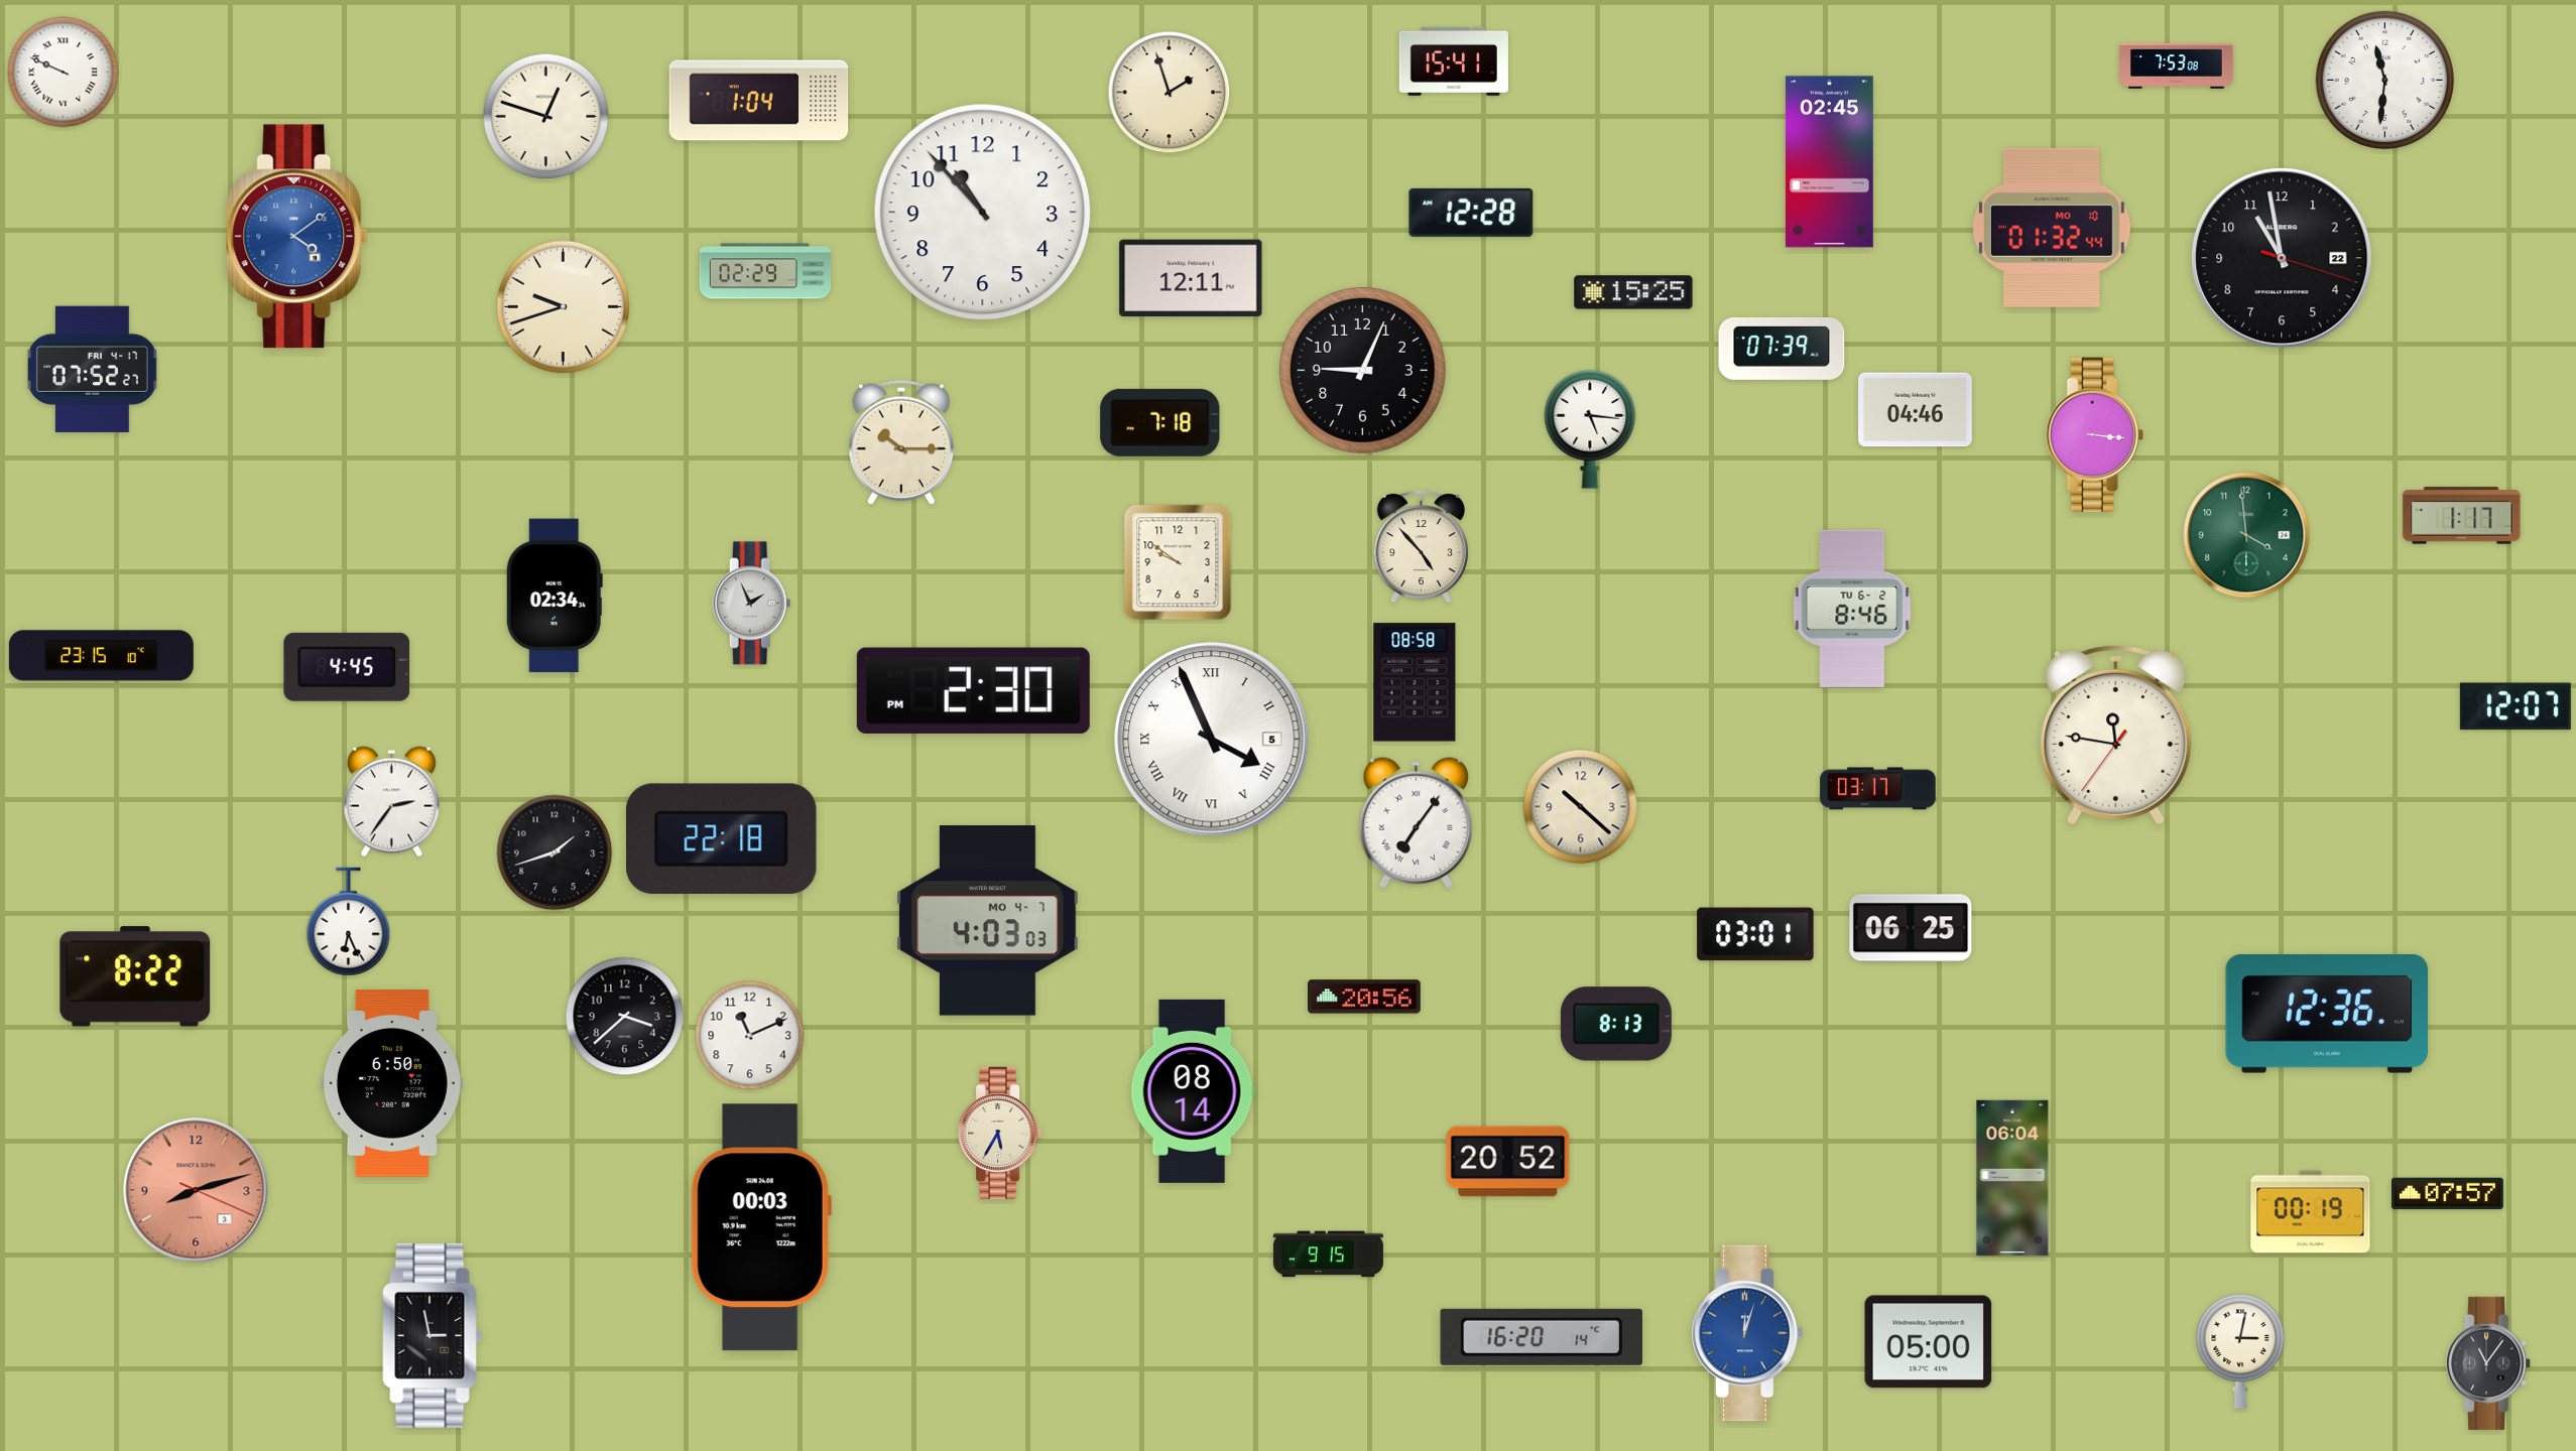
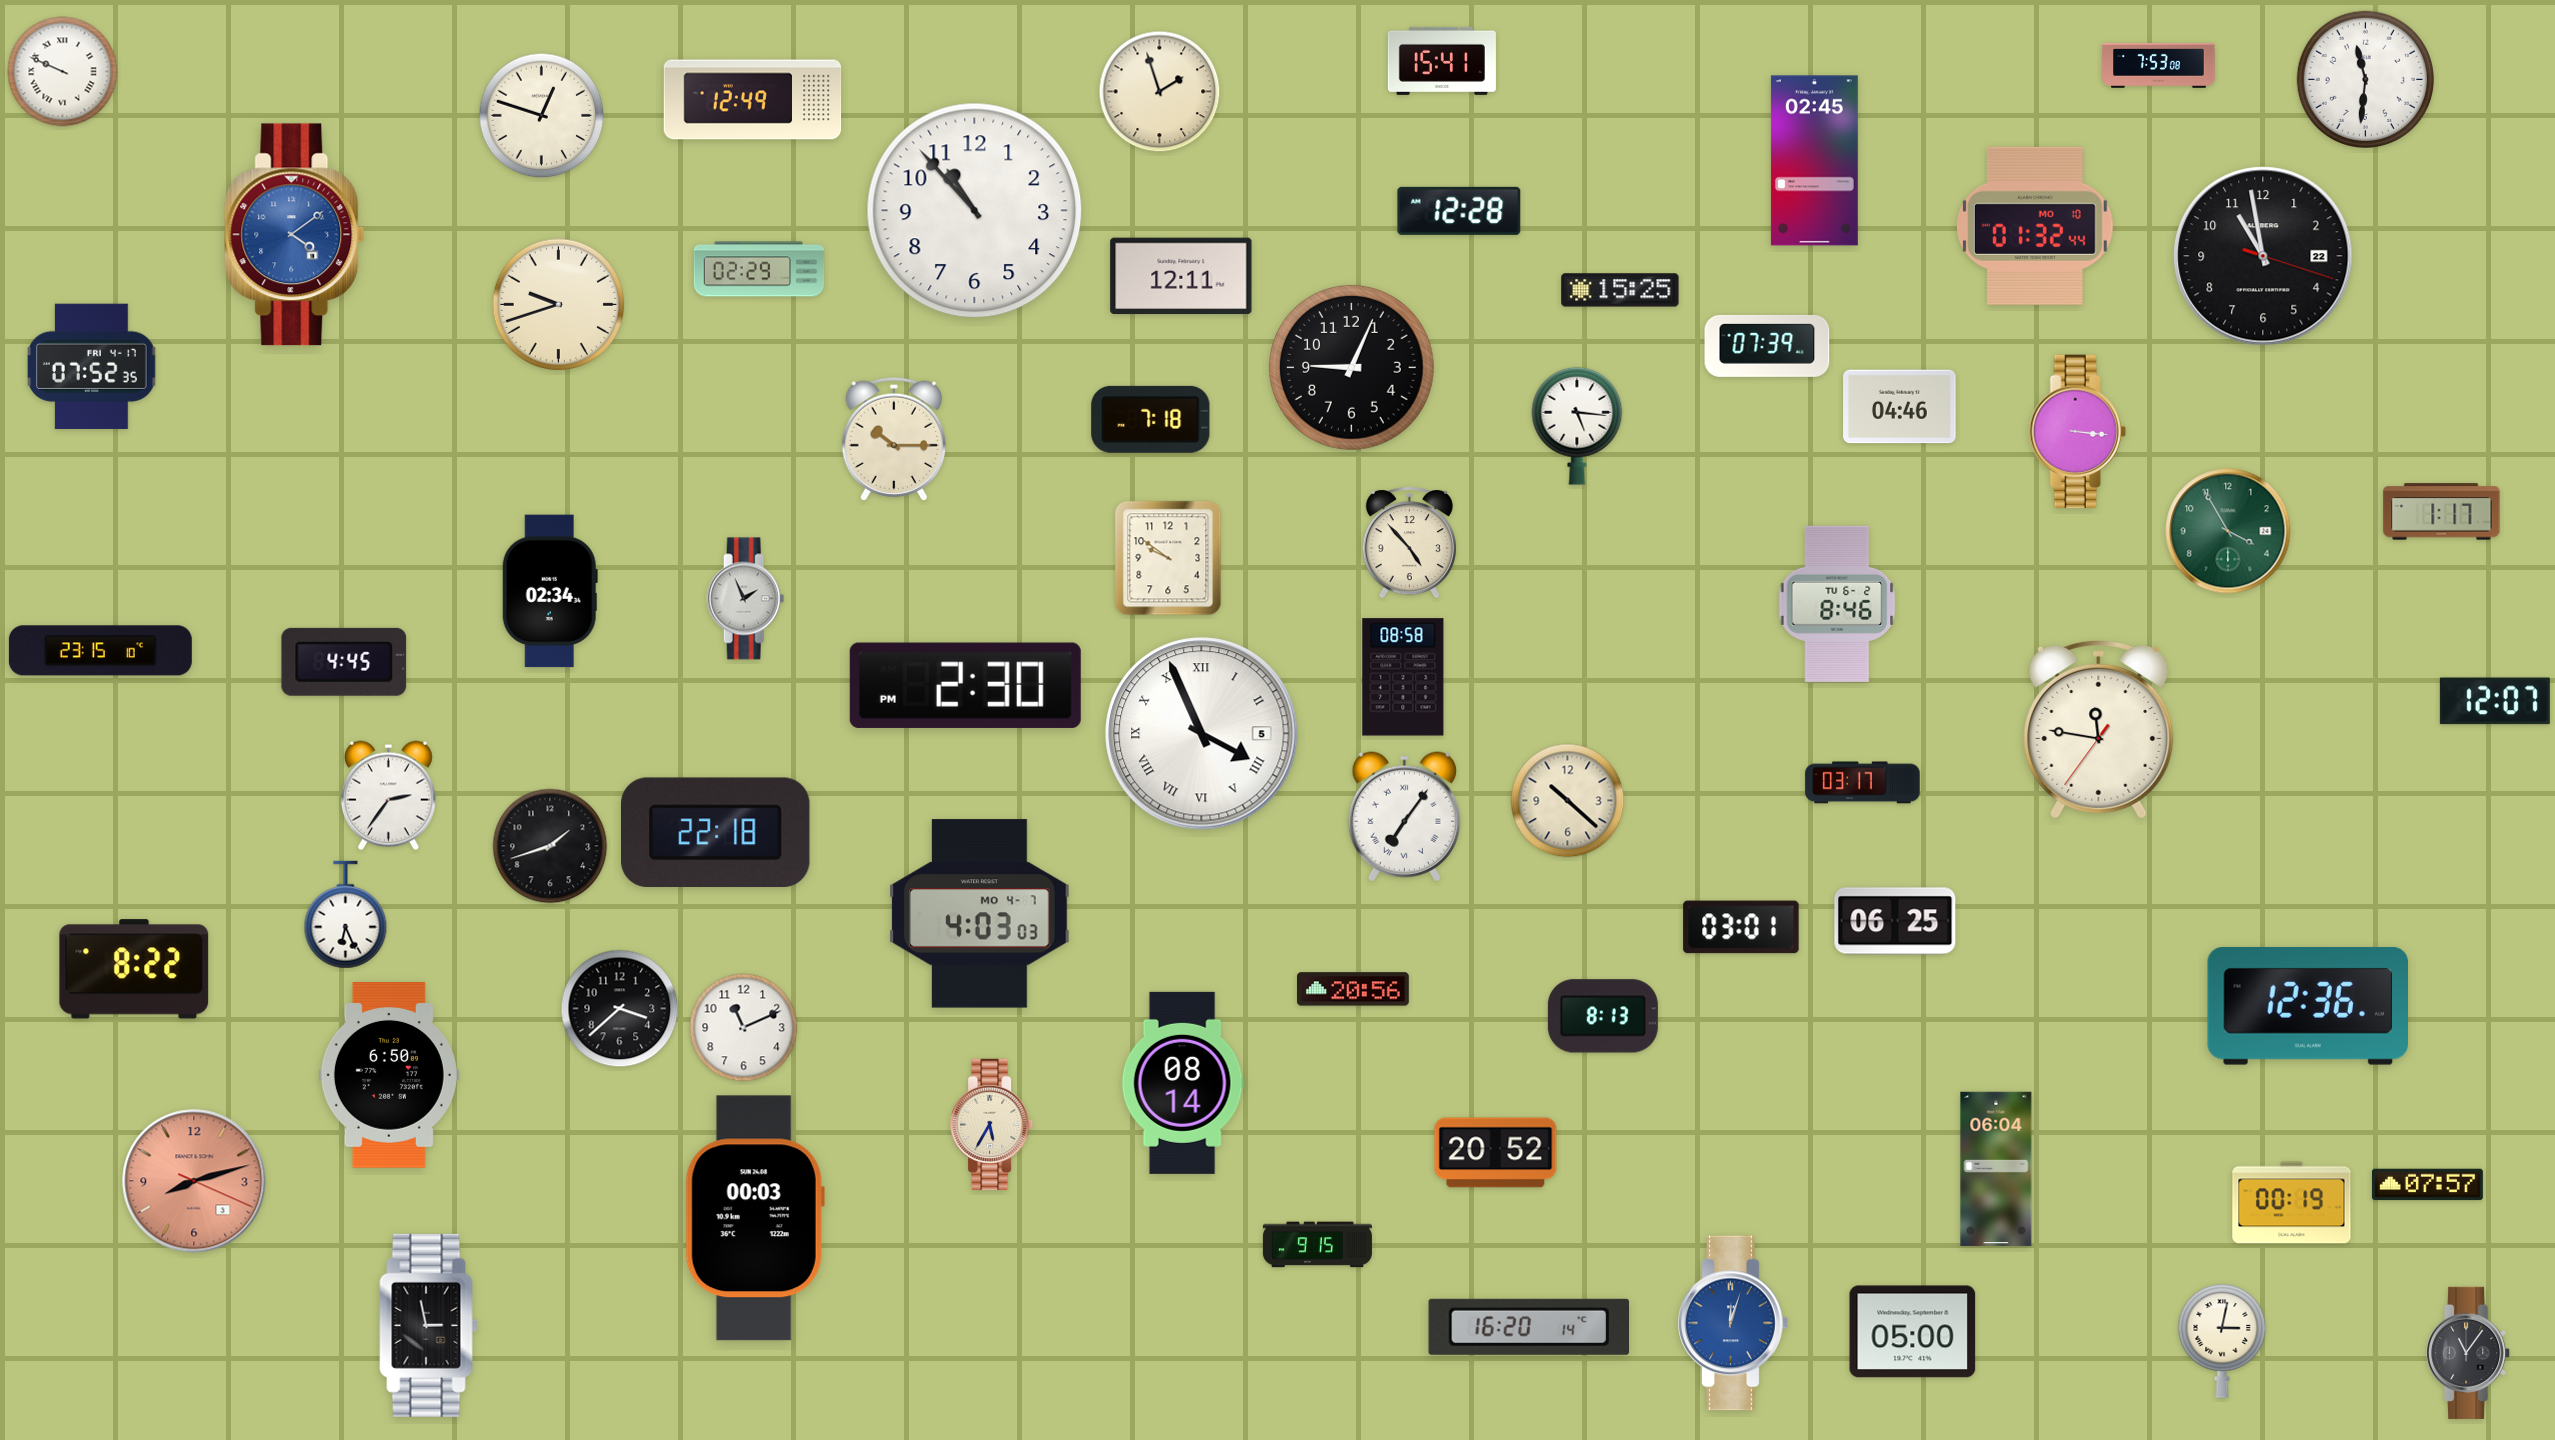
clock at (759, 101): 1:04 -> 12:49
clock at (92, 369): 07:52:27 -> 07:52:35
clock at (2246, 535): 3:59 -> 3:55
